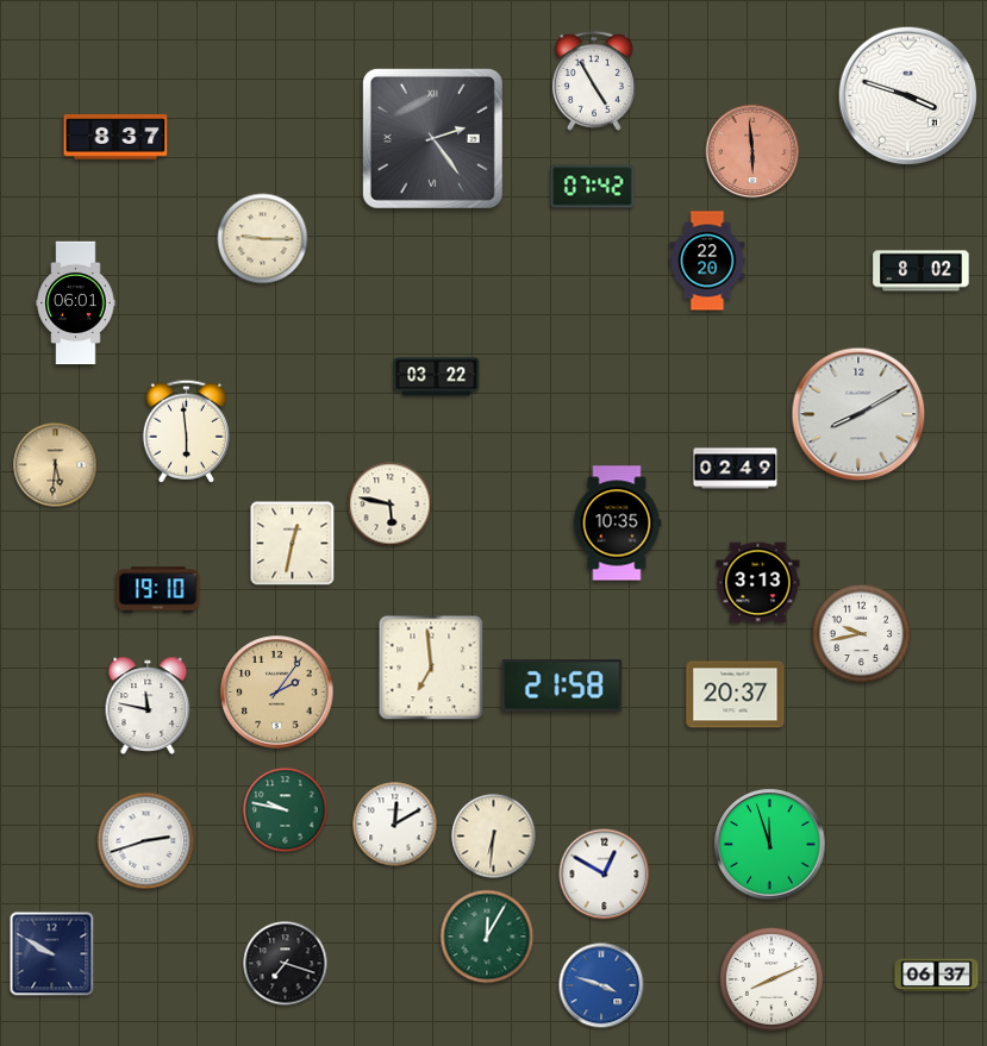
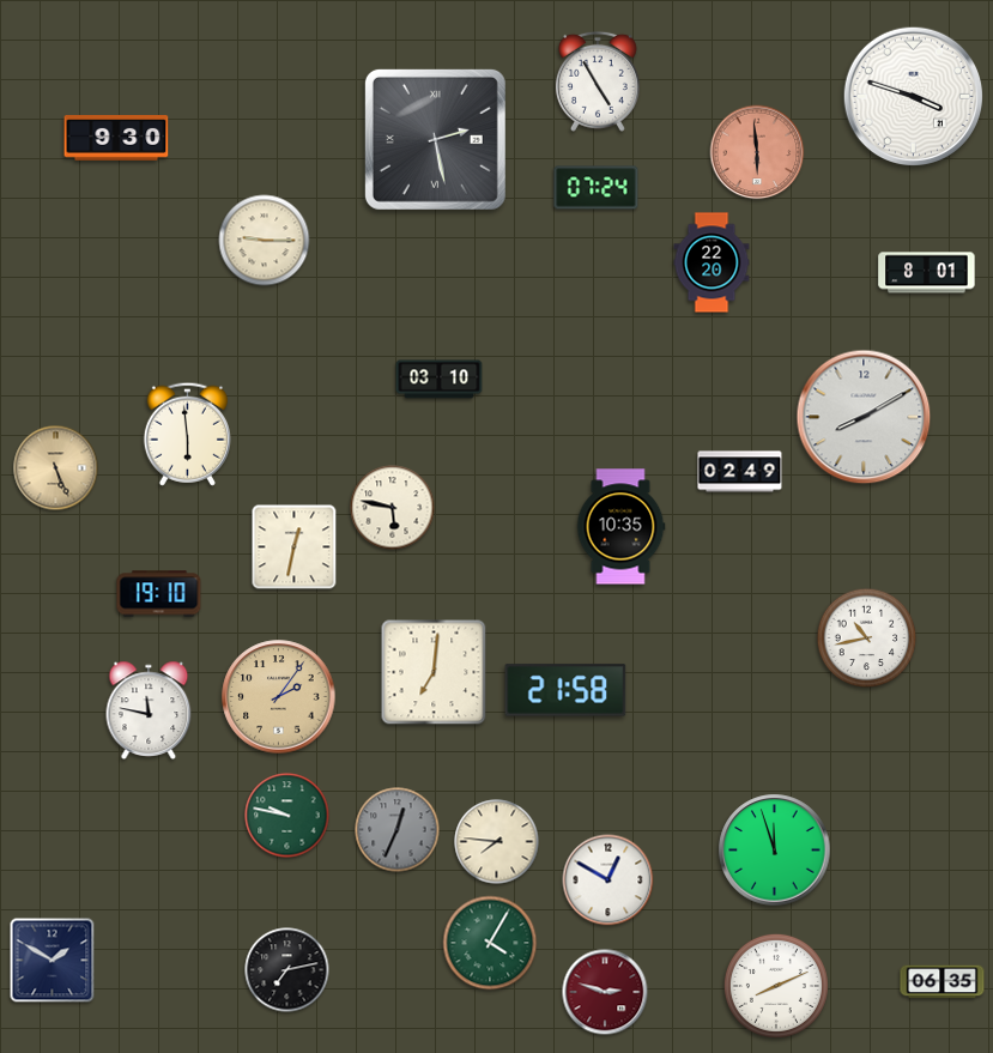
clock at (115, 138): 8:37 -> 9:30
clock at (432, 138): 2:24 -> 2:28
clock at (593, 187): 07:42 -> 07:24
clock at (922, 271): 8:02 -> 8:01
clock at (76, 303): 06:01 -> none
clock at (437, 377): 03:22 -> 03:10
clock at (56, 465): 5:31 -> 5:26
clock at (758, 583): 3:13 -> none
clock at (862, 634): 9:43 -> 10:43
clock at (431, 668): 6:59 -> 7:01
clock at (736, 695): 20:37 -> none
clock at (395, 825): 12:10 -> 12:34
clock at (395, 825) dial: white -> grey
clock at (494, 837): 6:31 -> 7:46
clock at (146, 841): 2:42 -> none
clock at (487, 937): 12:05 -> 4:05
clock at (52, 954): 9:50 -> 1:50
clock at (286, 964): 7:18 -> 7:13
clock at (937, 976): 06:37 -> 06:35
clock at (601, 985): 3:48 -> 2:48
clock at (601, 985) dial: blue -> burgundy
